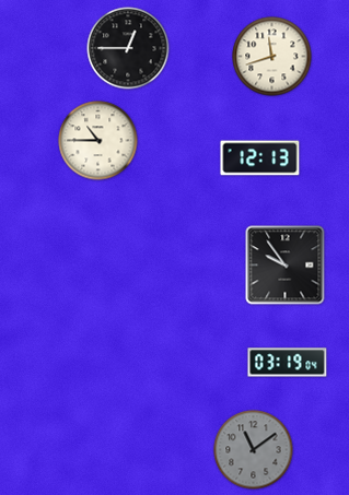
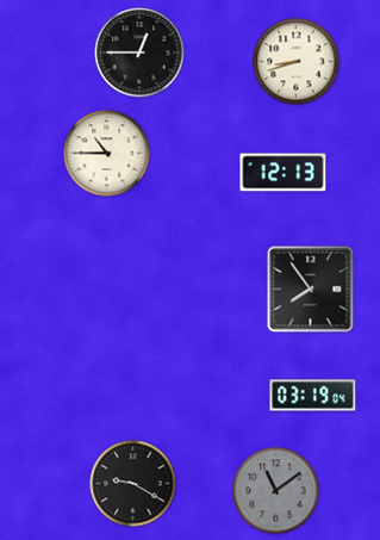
clock at (272, 57): 11:42 -> 8:42
clock at (286, 266): 9:54 -> 7:54
clock at (133, 484): none -> 9:20
